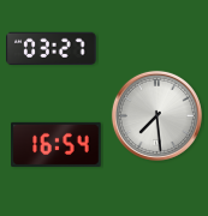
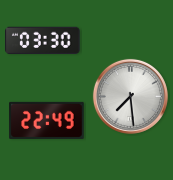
clock at (52, 48): 03:27 -> 03:30
clock at (57, 144): 16:54 -> 22:49
